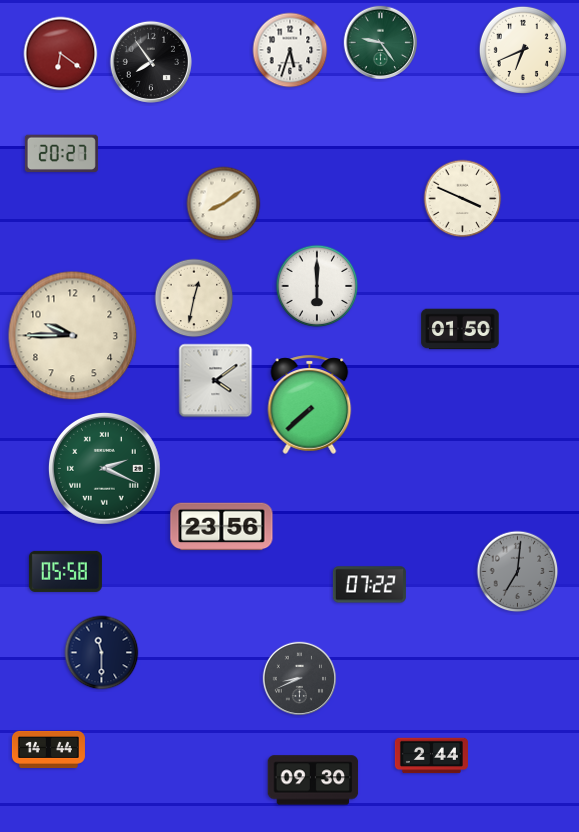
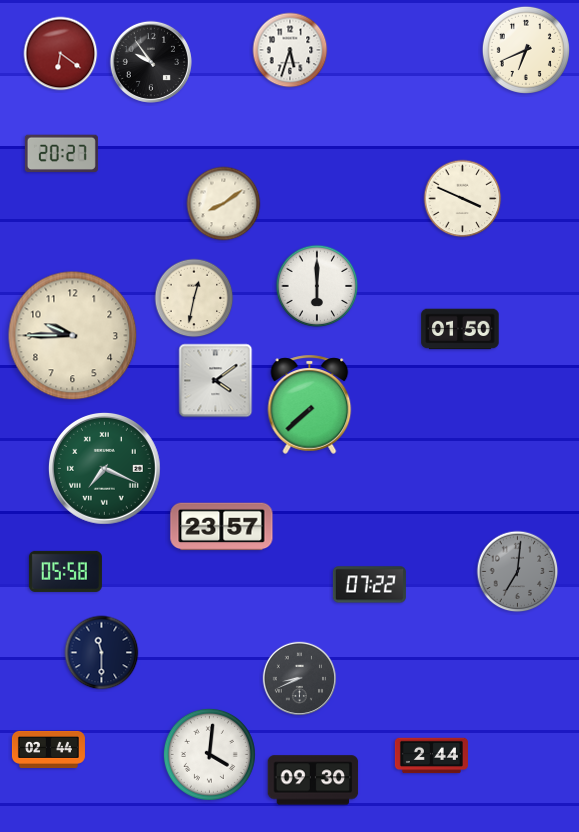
clock at (381, 43): 9:24 -> none
clock at (523, 50) position: (523, 50) -> (526, 50)
clock at (151, 62): 7:54 -> 9:54
clock at (104, 468): 2:19 -> 7:19
clock at (222, 527): 23:56 -> 23:57
clock at (48, 749): 14:44 -> 02:44
clock at (209, 754): none -> 4:01
